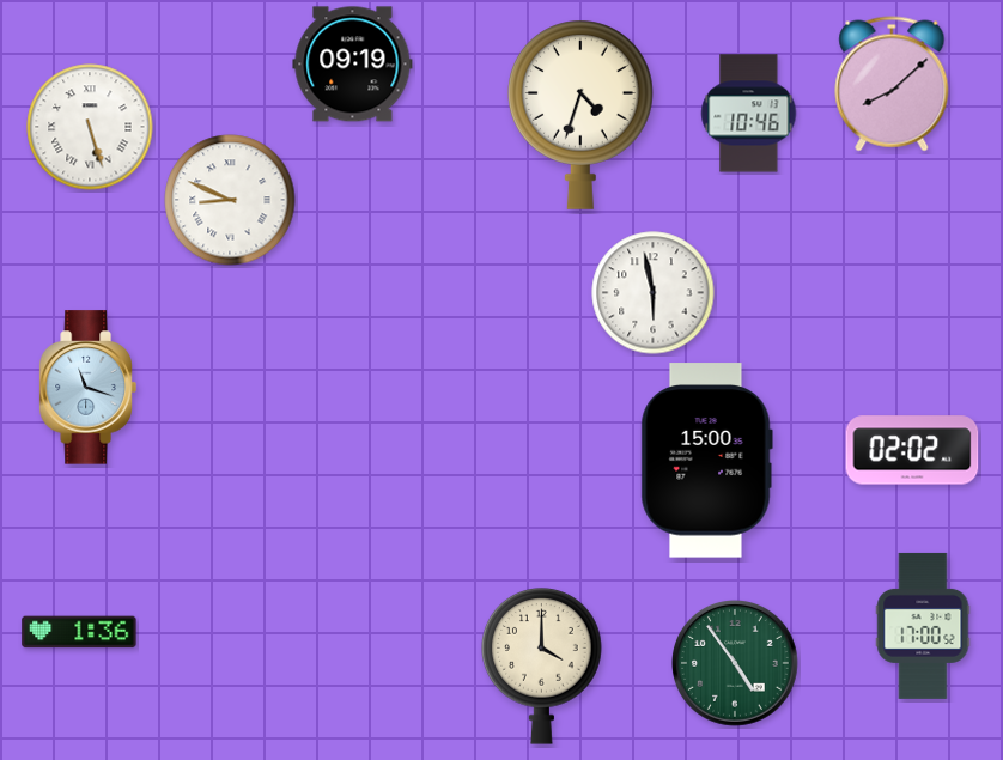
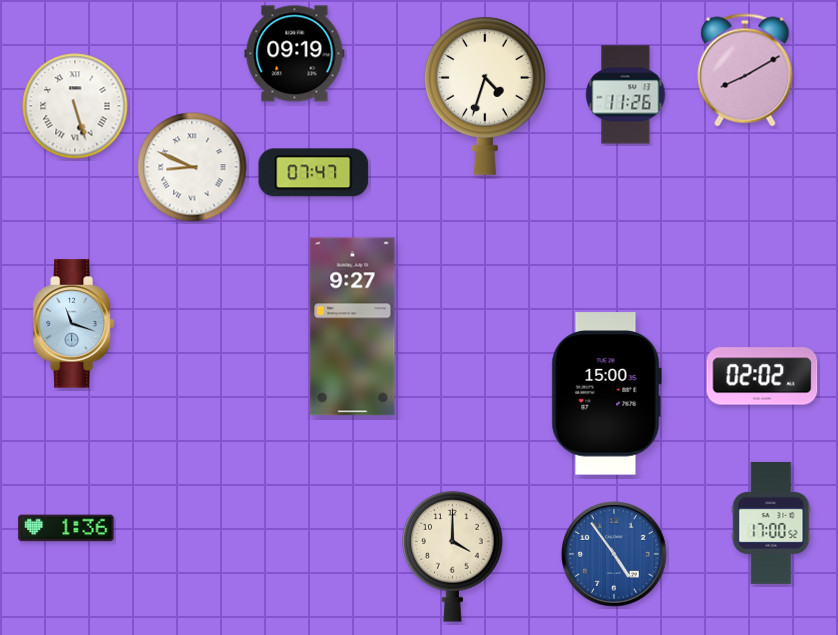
clock at (892, 84): 8:08 -> 8:10
clock at (749, 114): 10:46 -> 11:26
clock at (314, 173): none -> 07:47
clock at (654, 293): 5:58 -> none
clock at (353, 327): none -> 9:27
clock at (706, 461) position: (706, 461) -> (606, 394)
clock at (736, 664) dial: green -> blue
